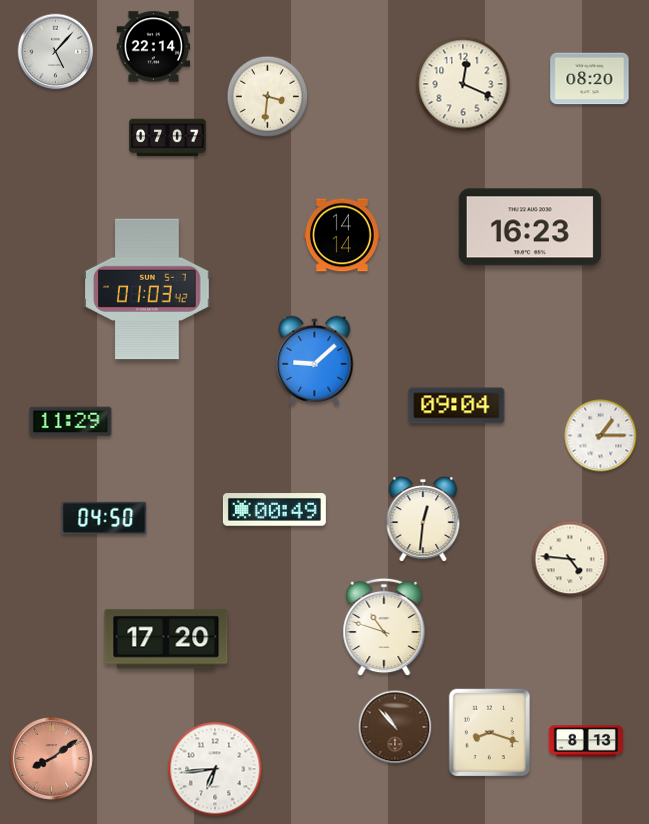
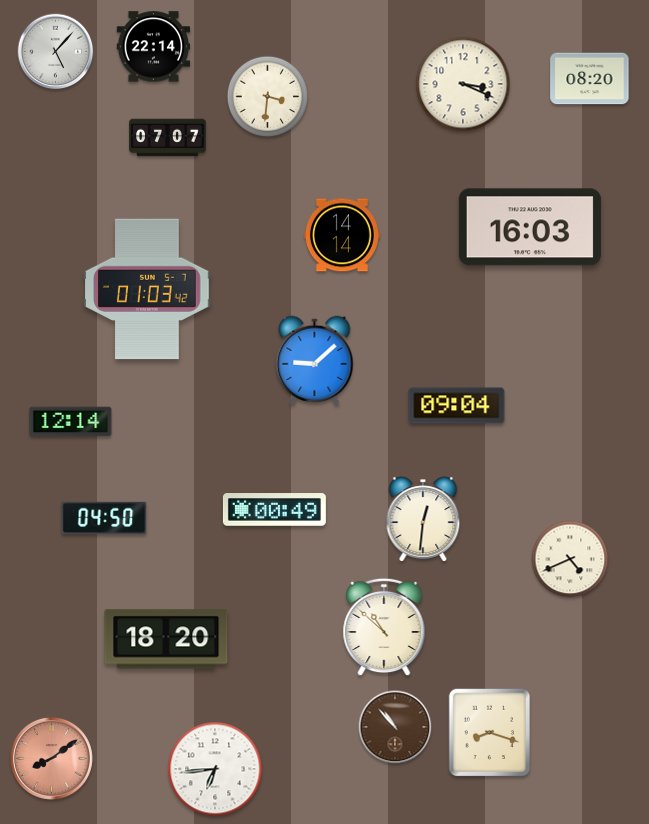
clock at (463, 84): 12:19 -> 3:19
clock at (530, 227): 16:23 -> 16:03
clock at (71, 422): 11:29 -> 12:14
clock at (601, 436): 1:15 -> none
clock at (570, 559): 4:46 -> 4:41
clock at (384, 627): 10:48 -> 10:52
clock at (166, 639): 17:20 -> 18:20
clock at (586, 741): 8:13 -> none
